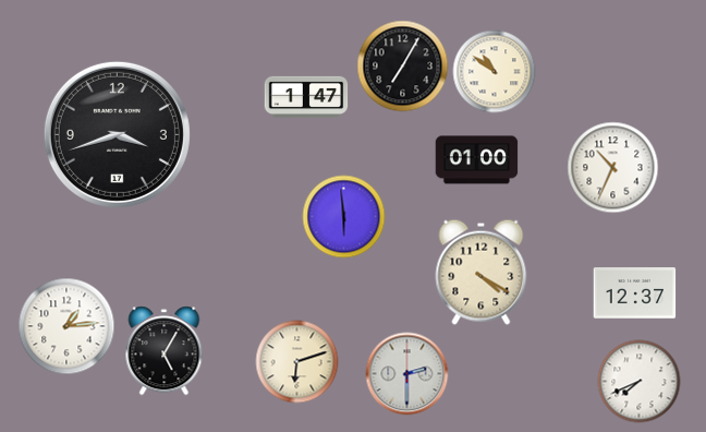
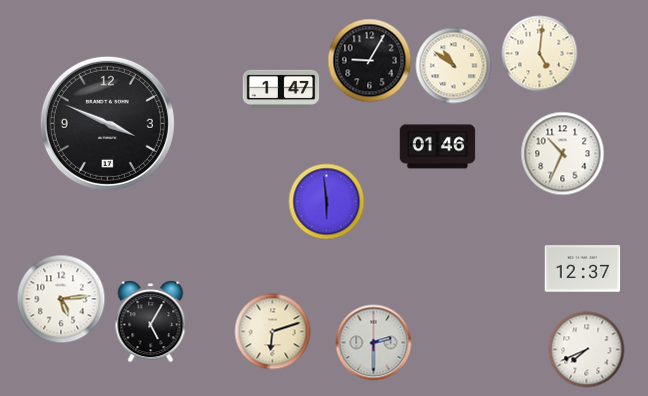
clock at (540, 54): none -> 5:01
clock at (403, 67): 7:05 -> 9:05
clock at (117, 134): 3:42 -> 3:49
clock at (477, 160): 01:00 -> 01:46
clock at (344, 217) position: (344, 217) -> (327, 202)
clock at (482, 272): 4:20 -> none
clock at (66, 326): 1:14 -> 5:14
